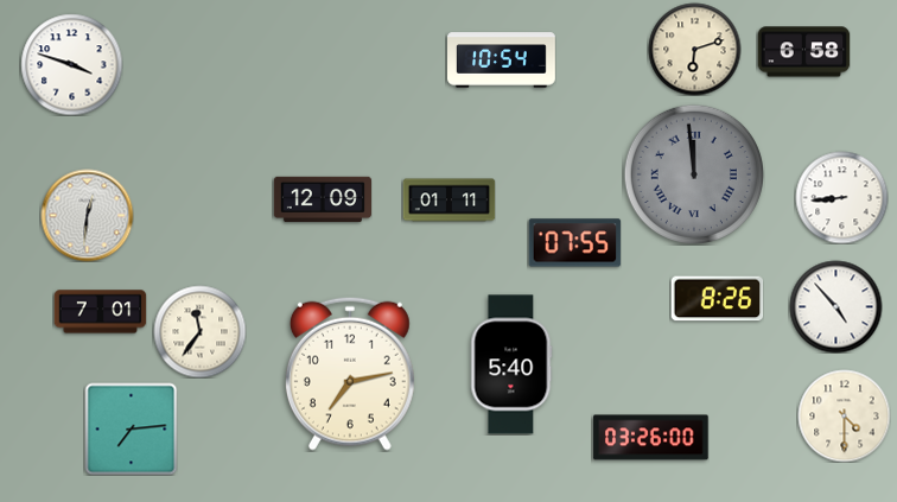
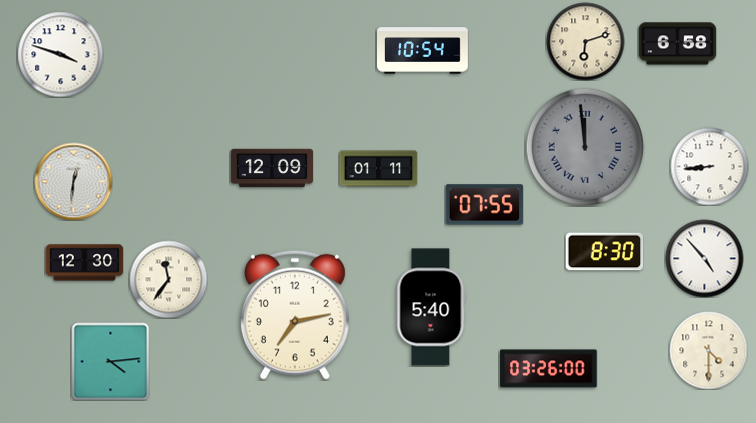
clock at (717, 299): 8:26 -> 8:30
clock at (100, 312): 7:01 -> 12:30
clock at (844, 415) position: (844, 415) -> (708, 350)
clock at (131, 428): 7:14 -> 4:14
